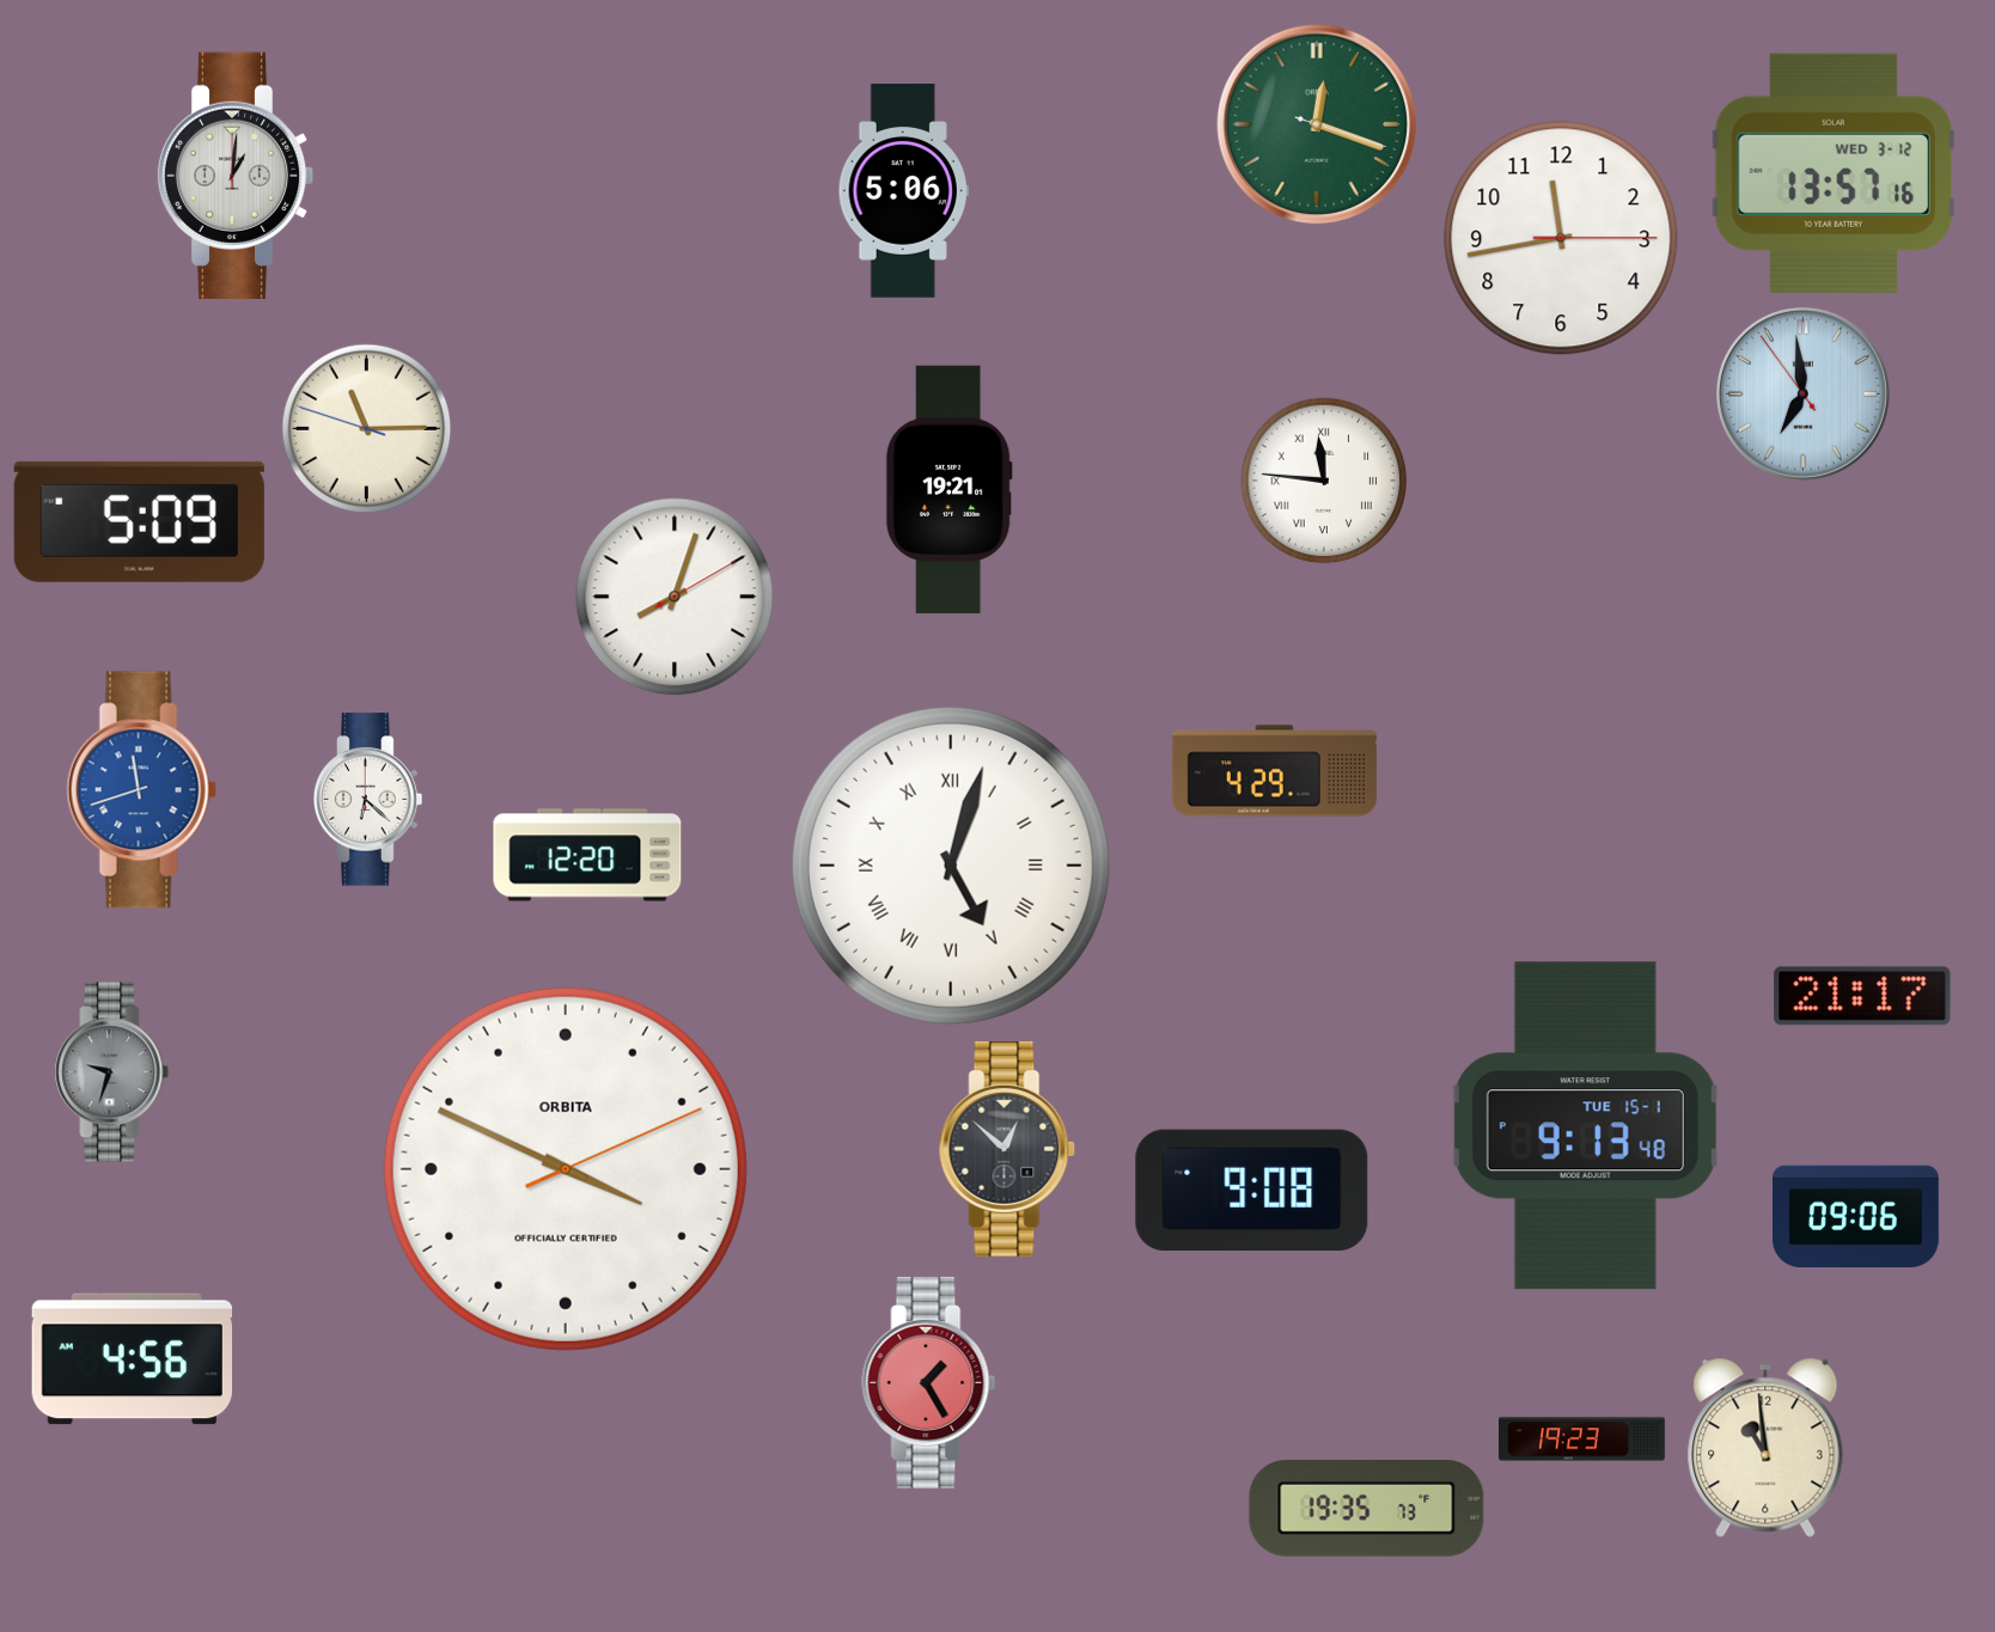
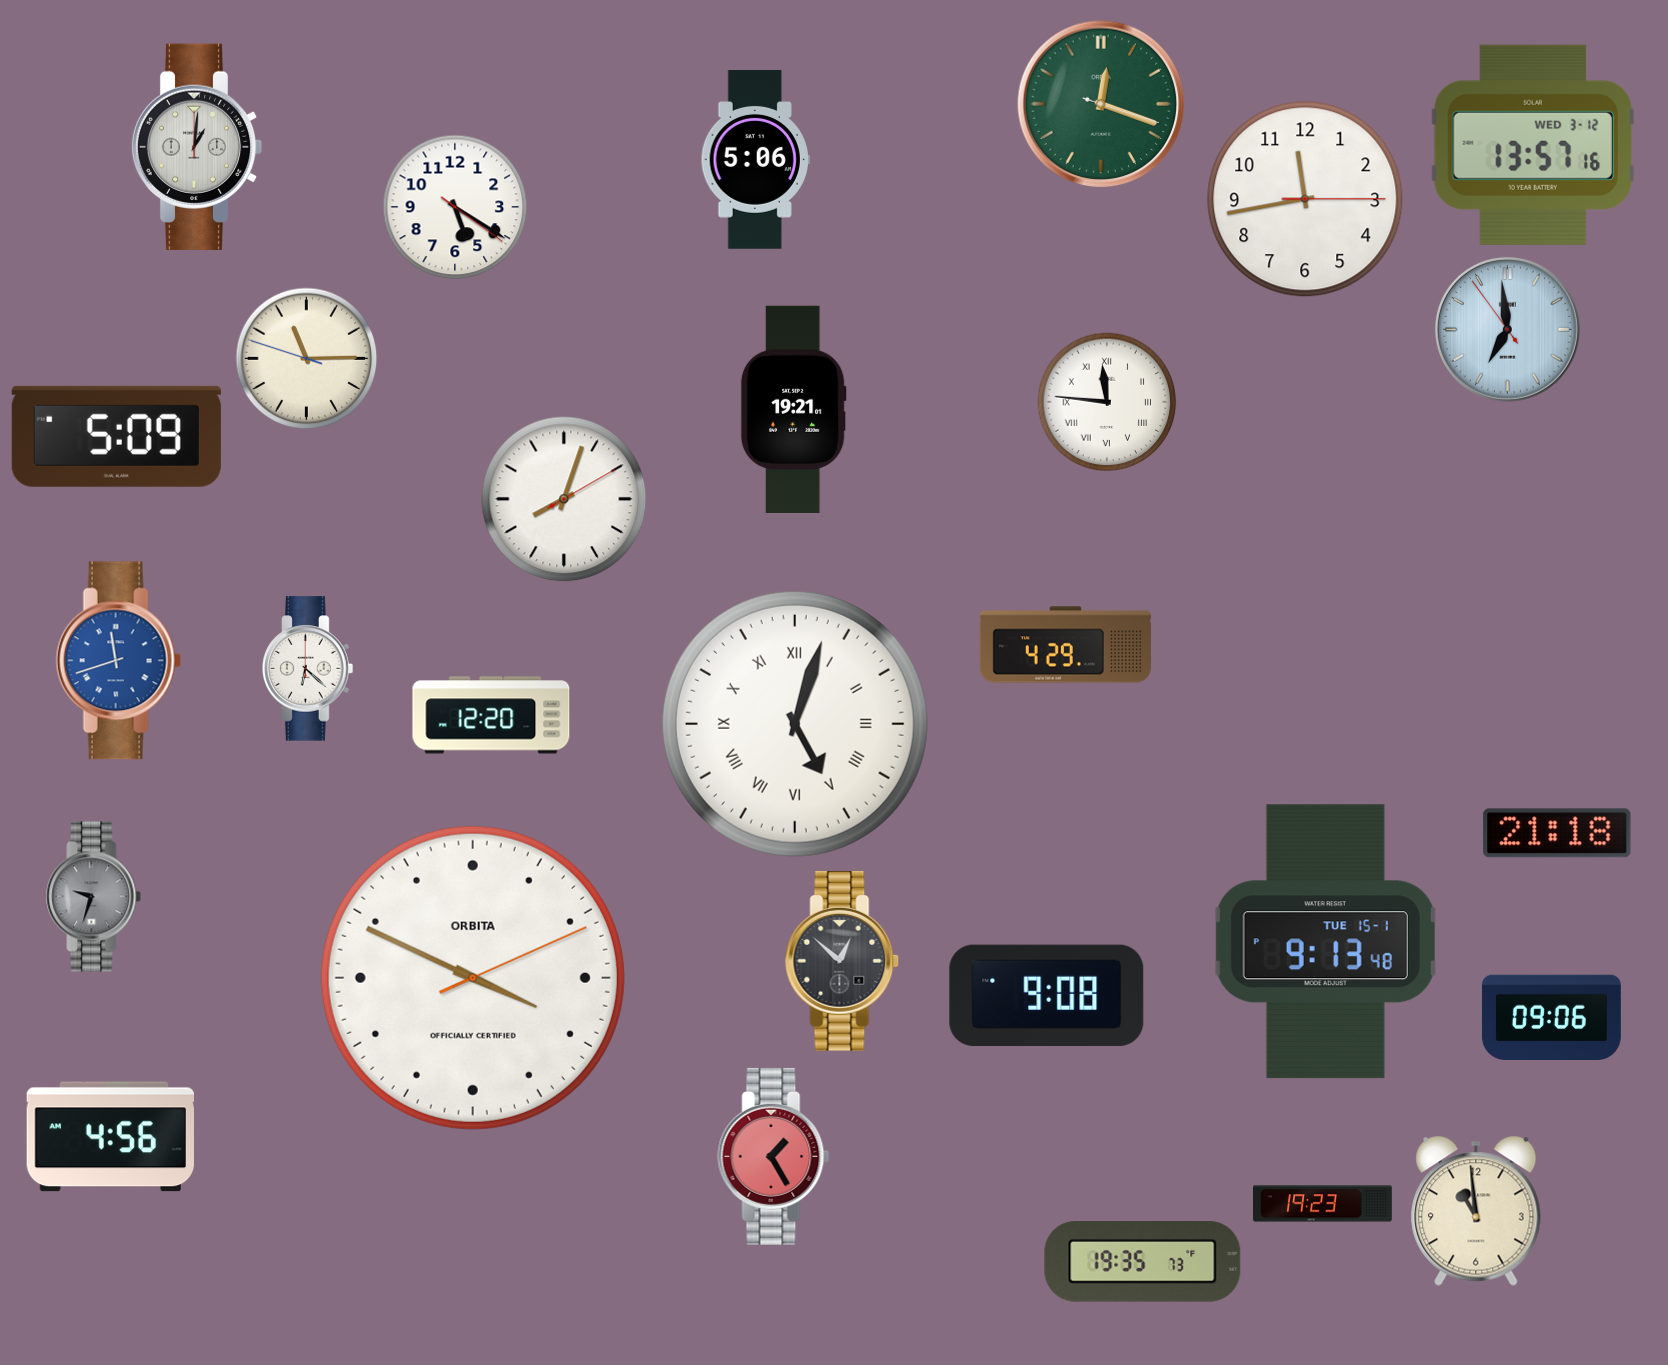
clock at (455, 207): none -> 5:20
clock at (1862, 996): 21:17 -> 21:18
clock at (929, 1382) position: (929, 1382) -> (774, 1156)
